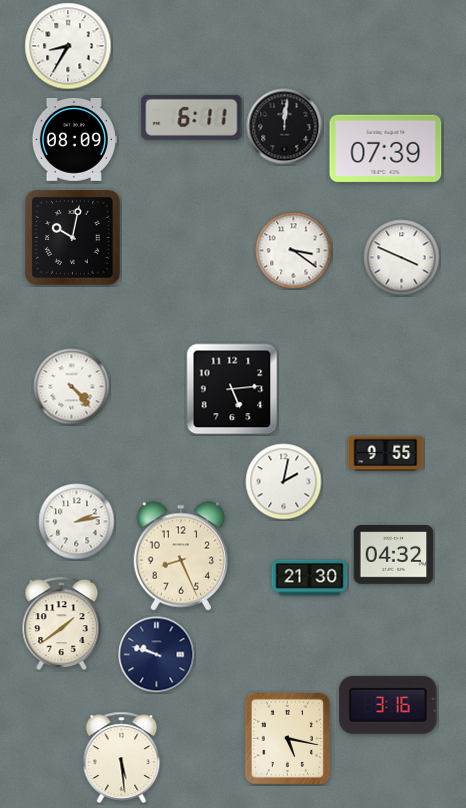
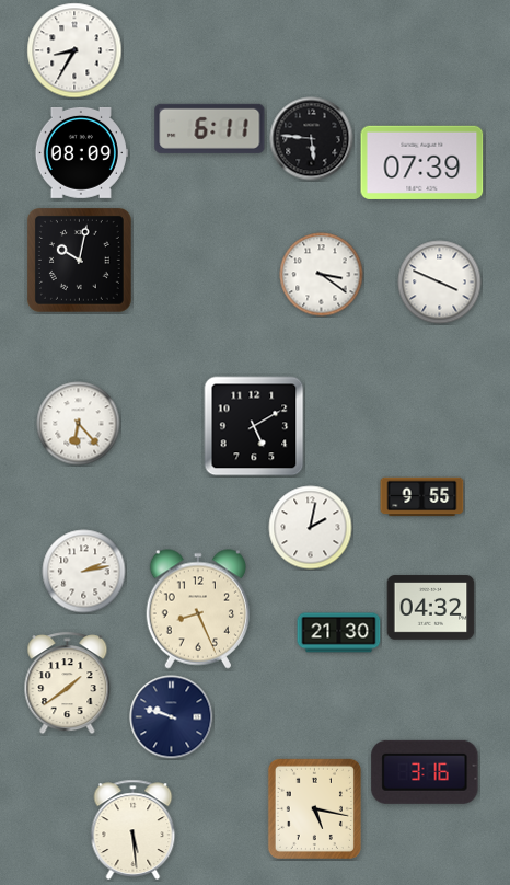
clock at (285, 127): 12:01 -> 5:46
clock at (72, 387): 4:23 -> 6:23
clock at (232, 389): 5:14 -> 5:10
